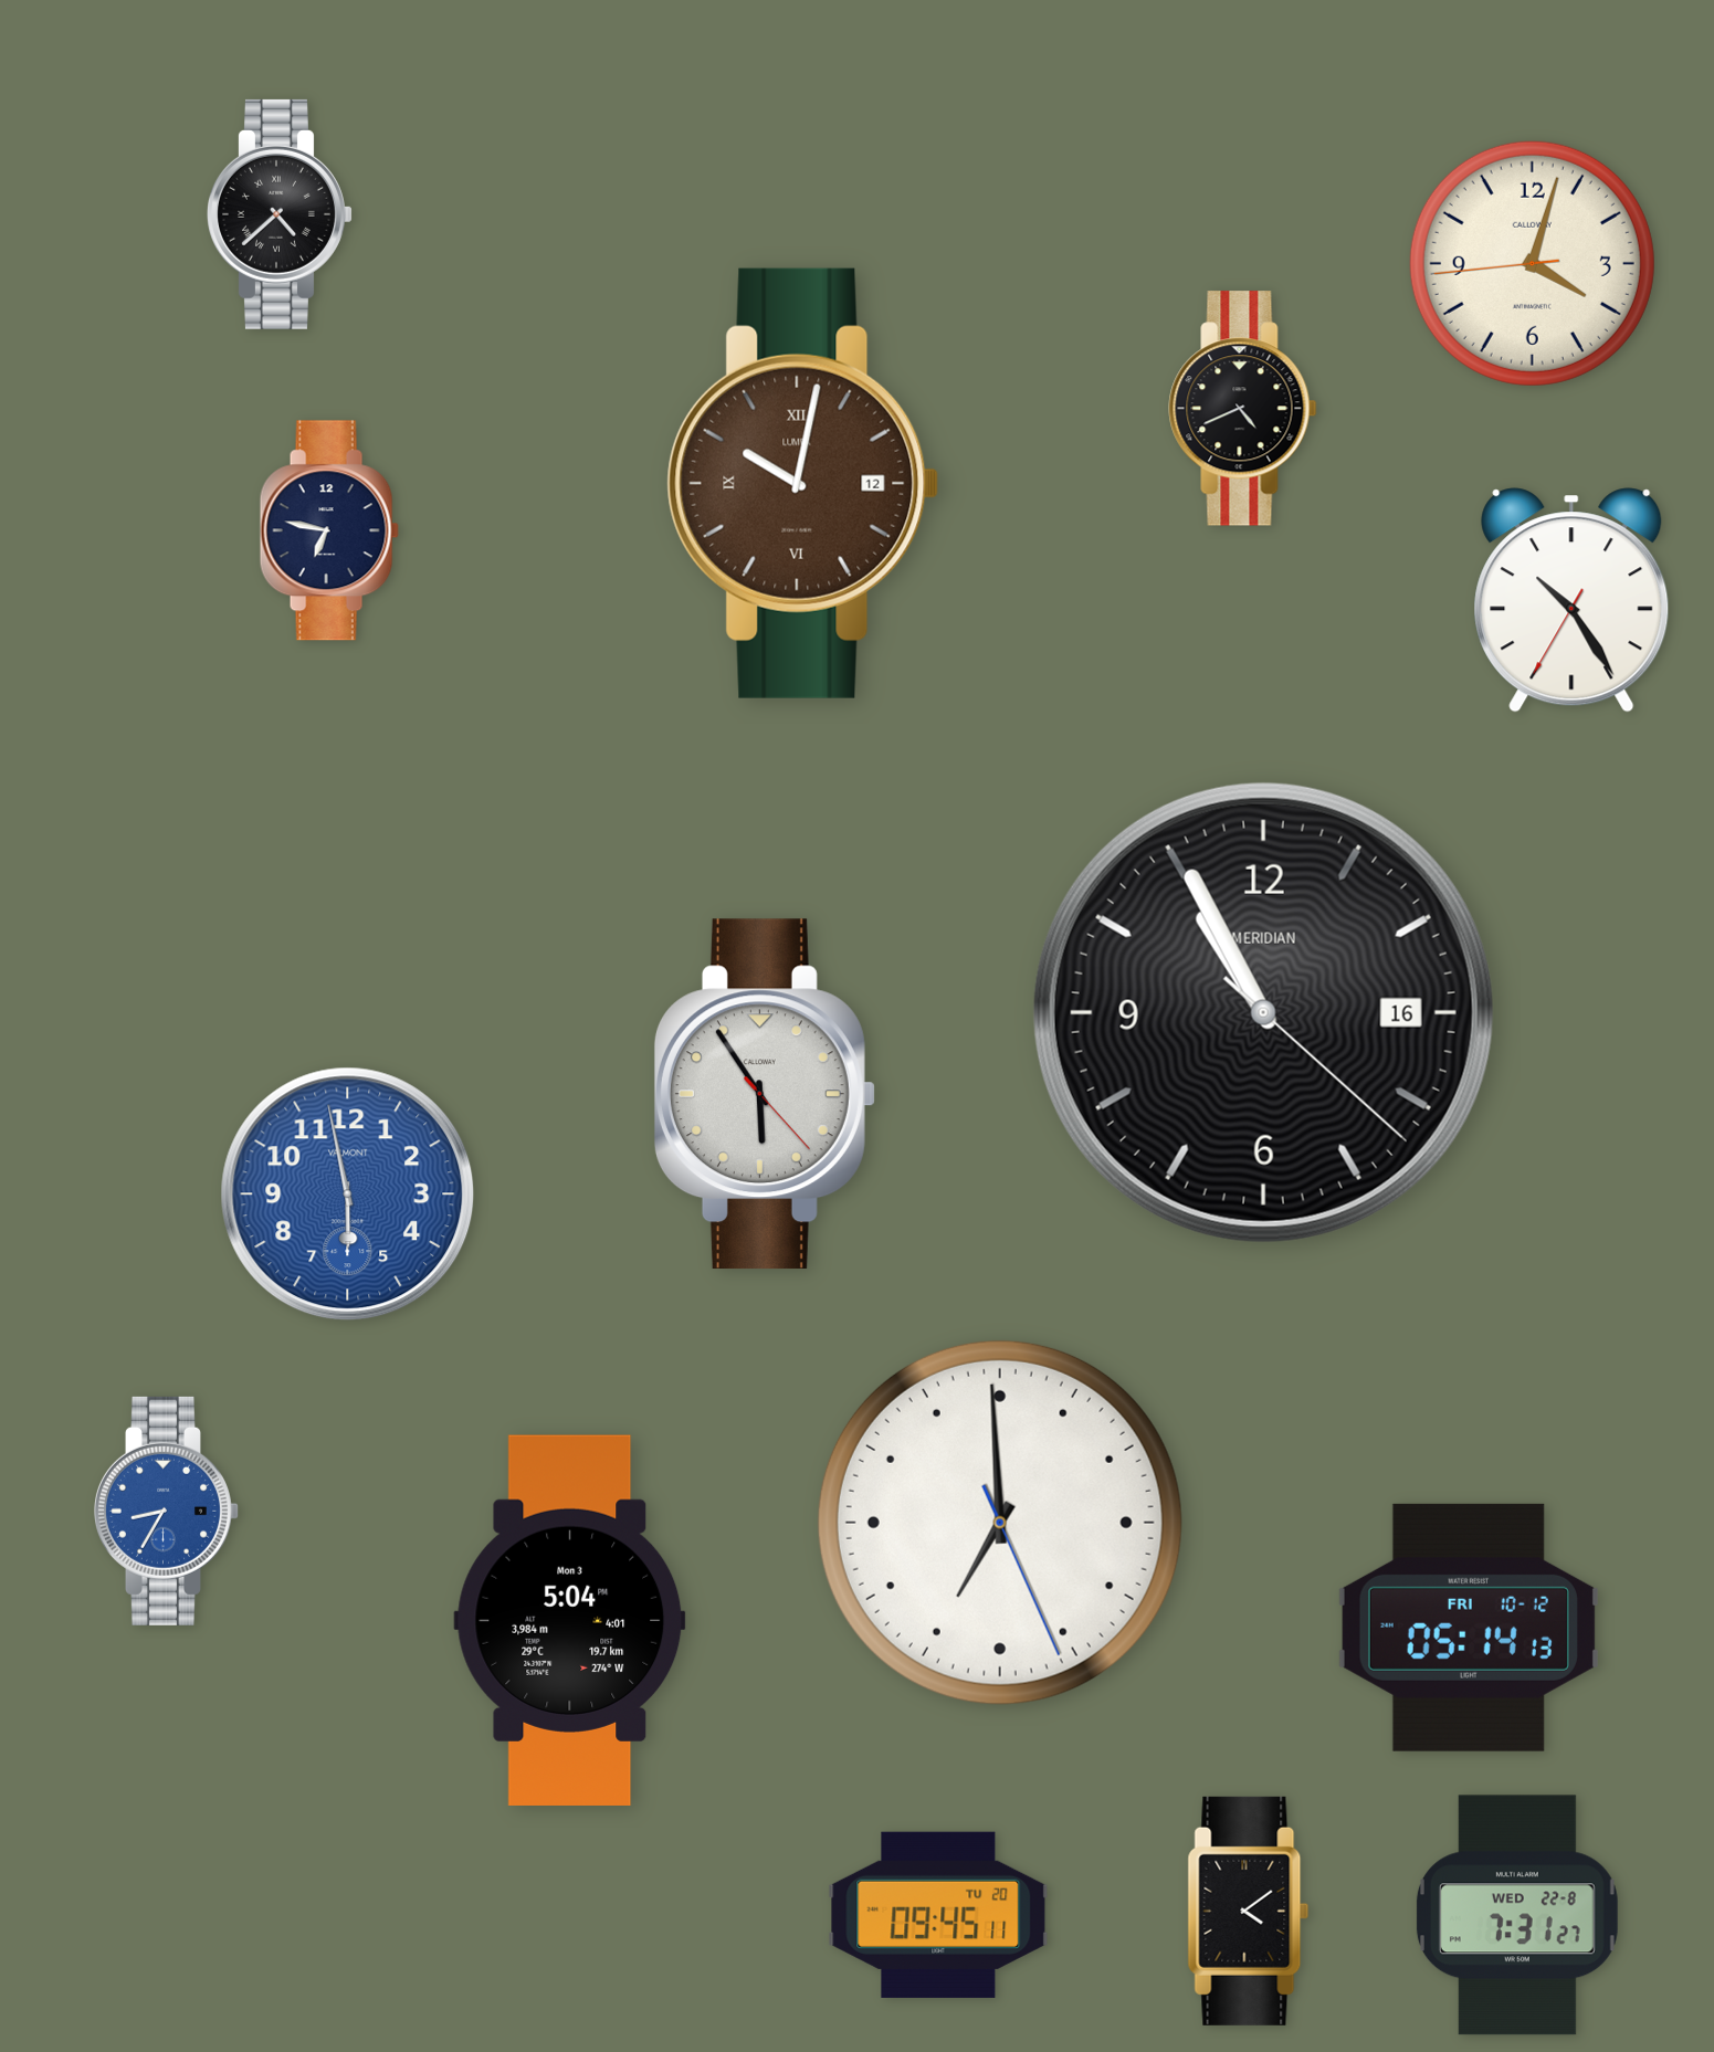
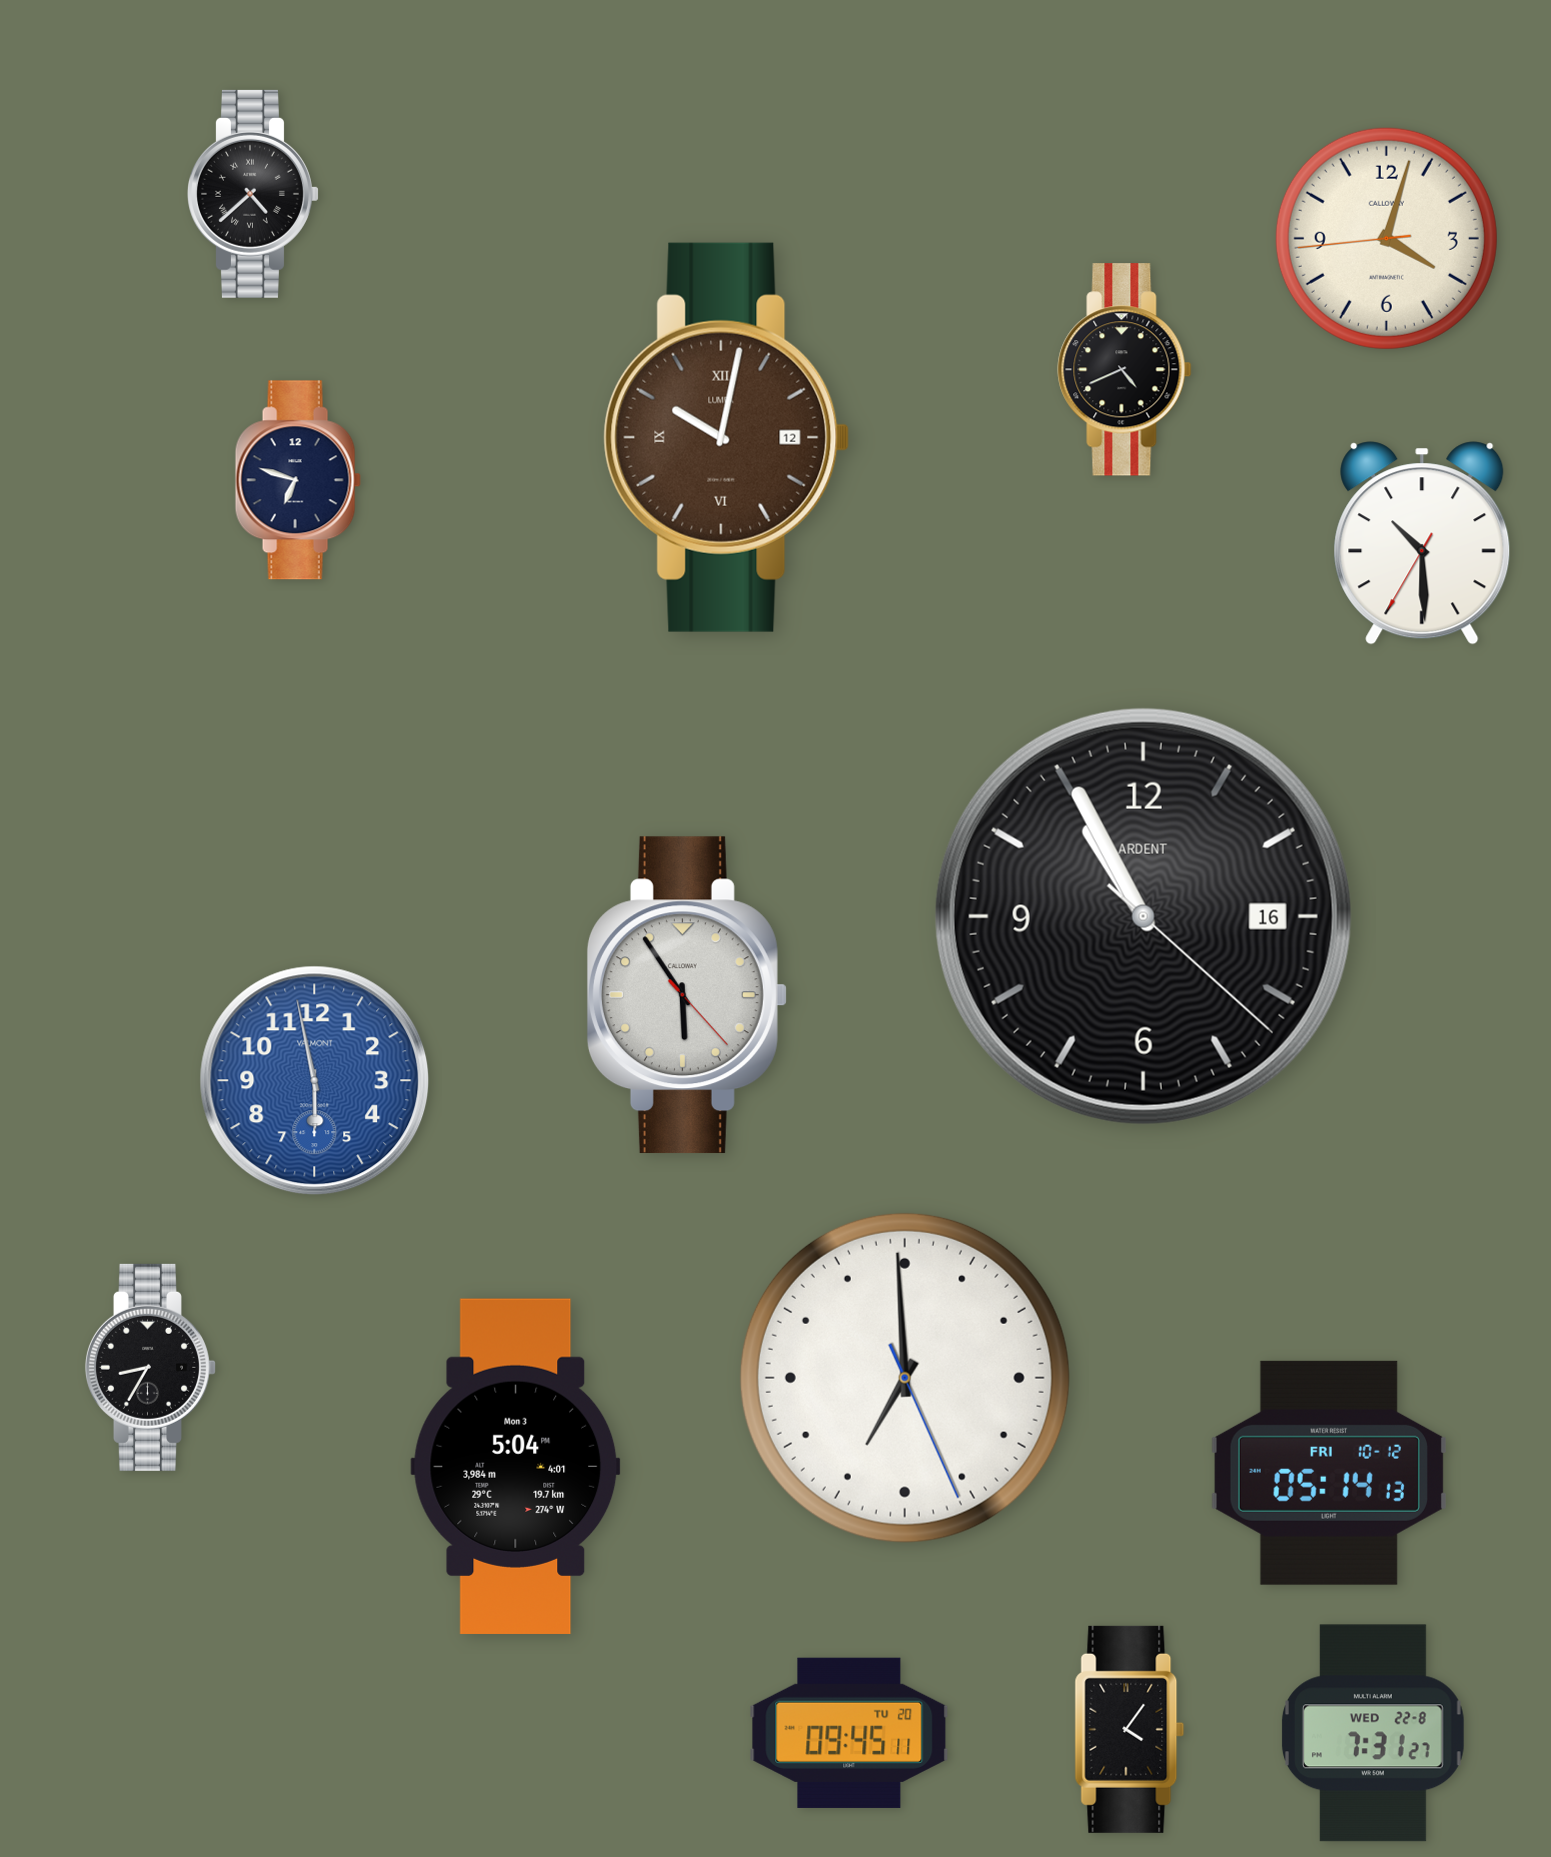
clock at (329, 530): 6:47 -> 6:48
clock at (1571, 600): 10:24 -> 10:29
clock at (1263, 1012) brand: MERIDIAN -> ARDENT
clock at (765, 1094) position: (765, 1094) -> (687, 995)
clock at (166, 1511) dial: blue -> black
clock at (1249, 1911): 4:09 -> 4:06
